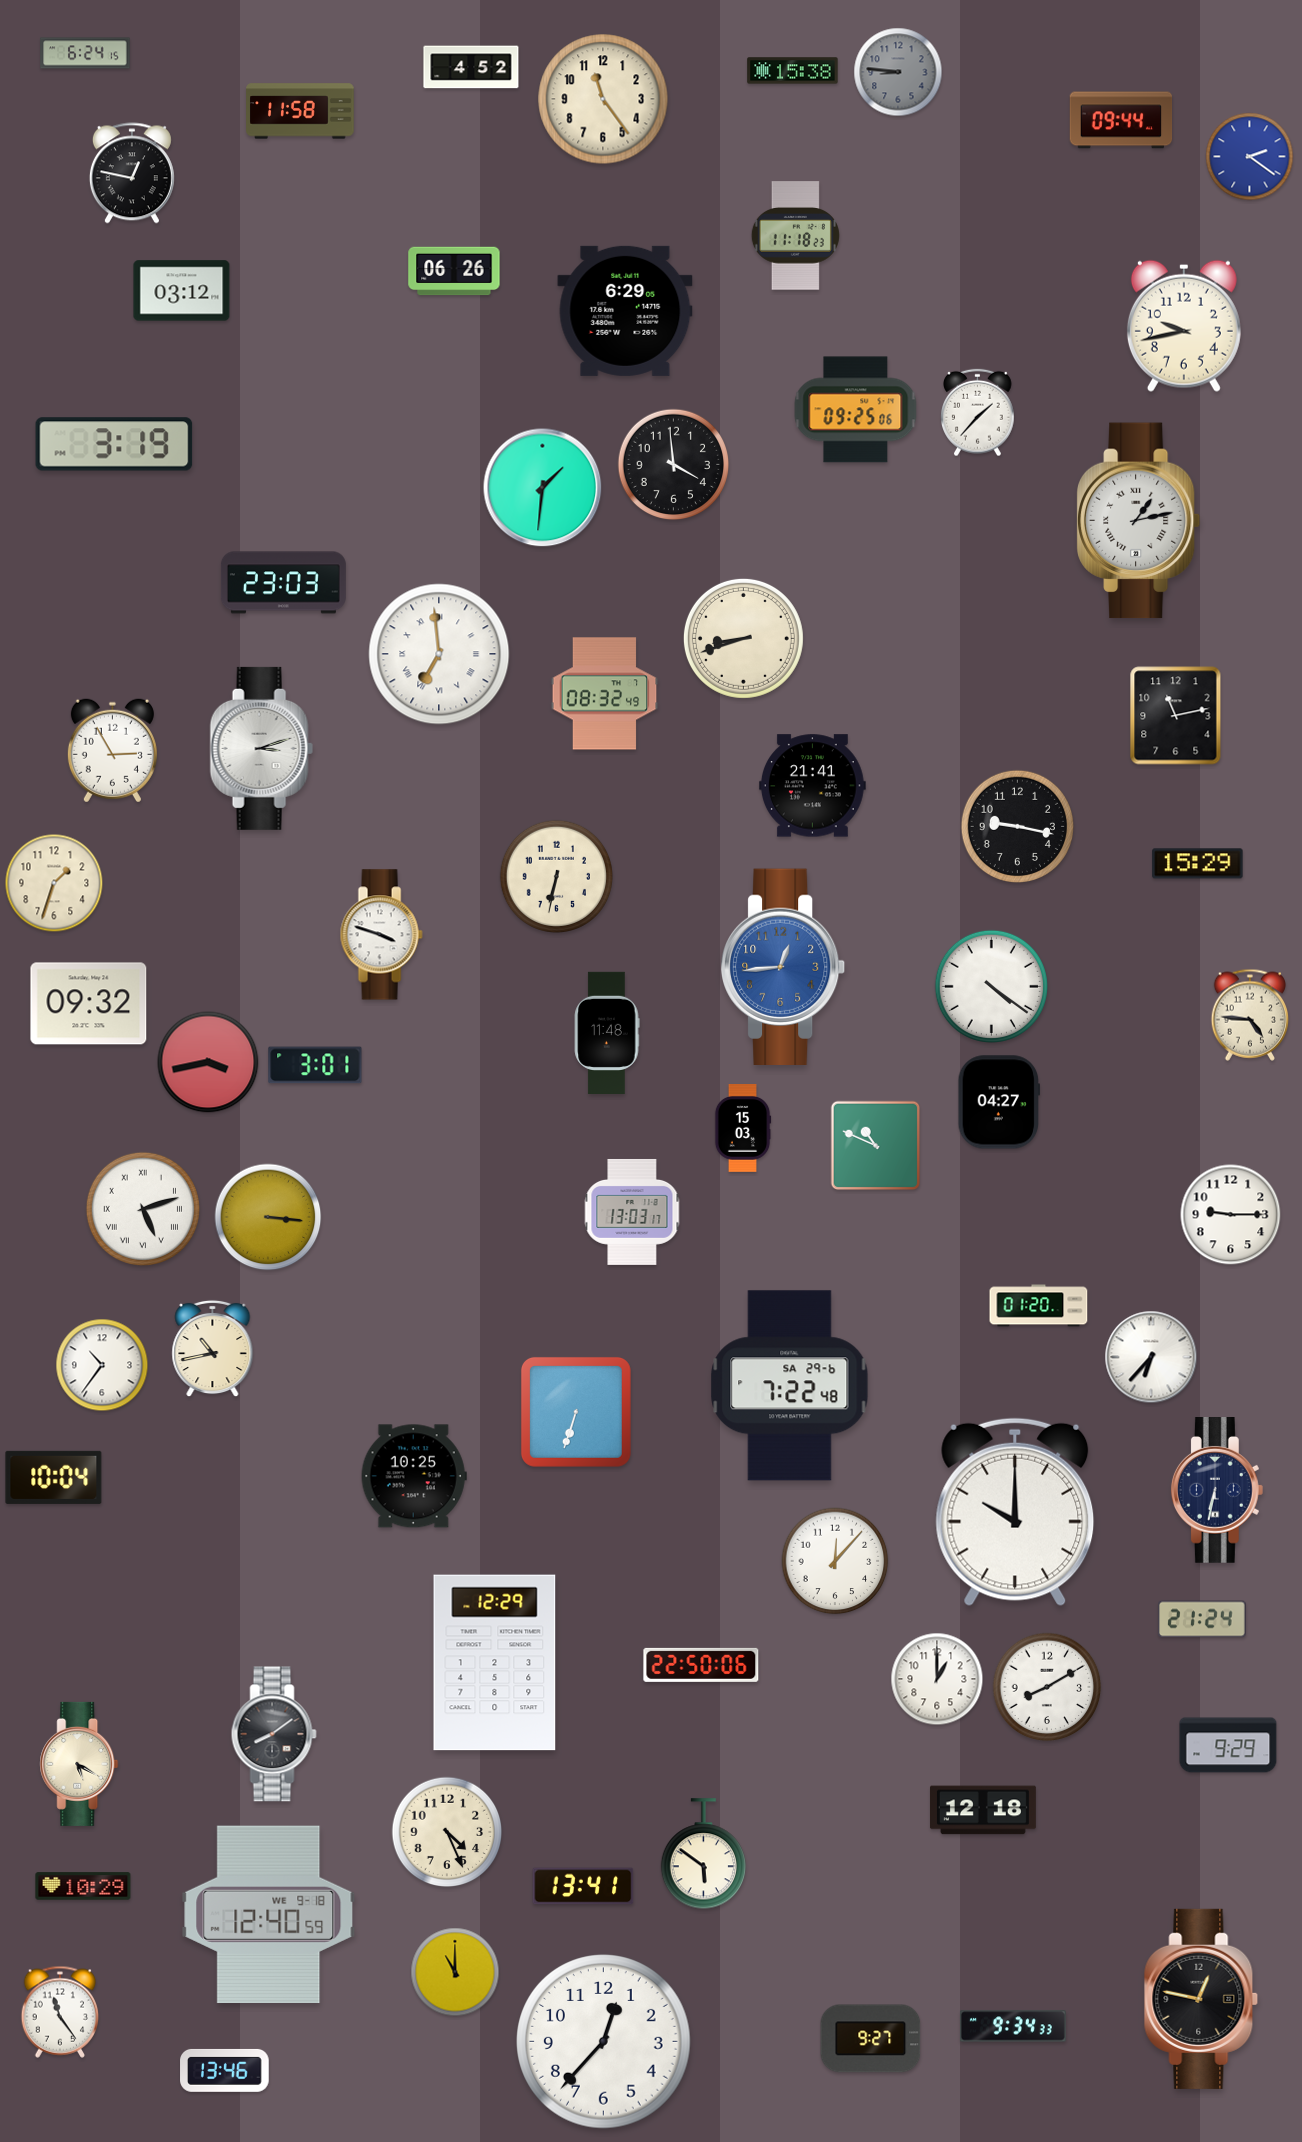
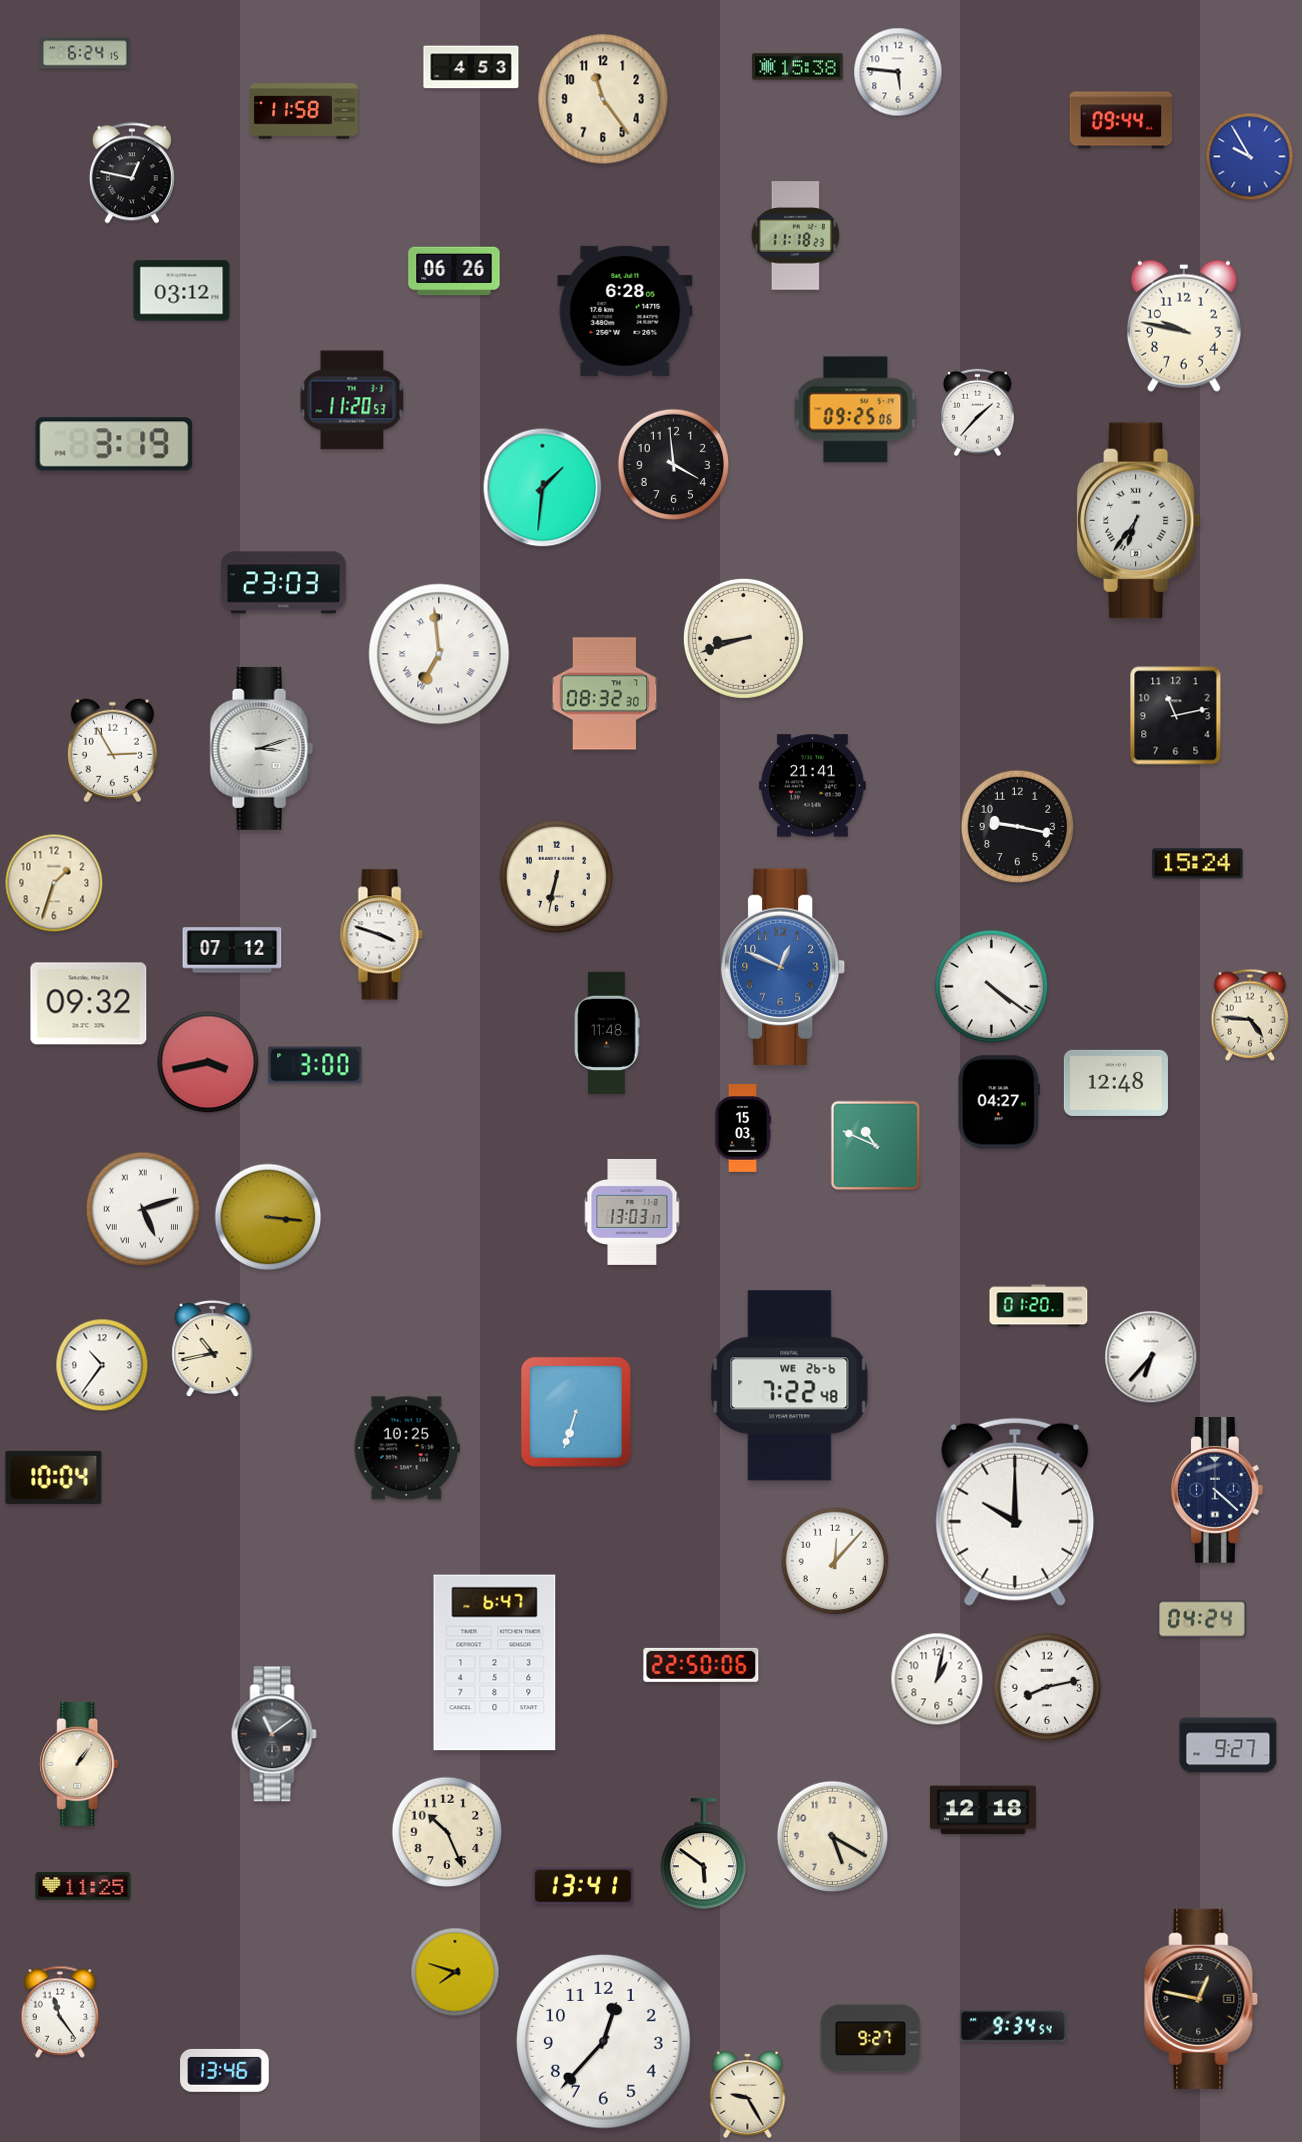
clock at (471, 67): 4:52 -> 4:53
clock at (793, 71) position: (793, 71) -> (798, 67)
clock at (898, 72): 8:46 -> 5:46
clock at (898, 72) dial: grey -> white
clock at (300, 111) position: (300, 111) -> (304, 111)
clock at (1250, 157): 2:21 -> 9:55
clock at (625, 311): 6:29 -> 6:28
clock at (1184, 326): 9:43 -> 9:47
clock at (352, 400): none -> 11:20
clock at (1138, 521): 1:13 -> 6:36
clock at (605, 694): 08:32:49 -> 08:32:30
clock at (1198, 864): 15:29 -> 15:24
clock at (232, 950): none -> 07:12
clock at (784, 966): 12:44 -> 12:49
clock at (315, 1065): 3:01 -> 3:00
clock at (1116, 1083): none -> 12:48
clock at (1231, 1215): 9:15 -> none
clock at (790, 1386) date: SA 29-6 -> WE 26-6
clock at (414, 1476) position: (414, 1476) -> (407, 1448)
clock at (1217, 1491): 6:32 -> 4:22
clock at (1203, 1619): 21:24 -> 04:24
clock at (495, 1663): 12:29 -> 6:47
clock at (937, 1679): 1:00 -> 1:02
clock at (1047, 1687): 8:10 -> 8:13
clock at (274, 1734): 8:09 -> 11:09
clock at (1228, 1745): 9:29 -> 9:27
clock at (79, 1764): 5:20 -> 1:06
clock at (447, 1832): 4:26 -> 10:26
clock at (833, 1837): none -> 5:20
clock at (83, 1886): 10:29 -> 11:25
clock at (269, 1914): 12:40 -> none
clock at (455, 1972): 11:00 -> 7:48
clock at (1013, 2026): 9:34:33 -> 9:34:54
clock at (748, 2094): none -> 9:25
